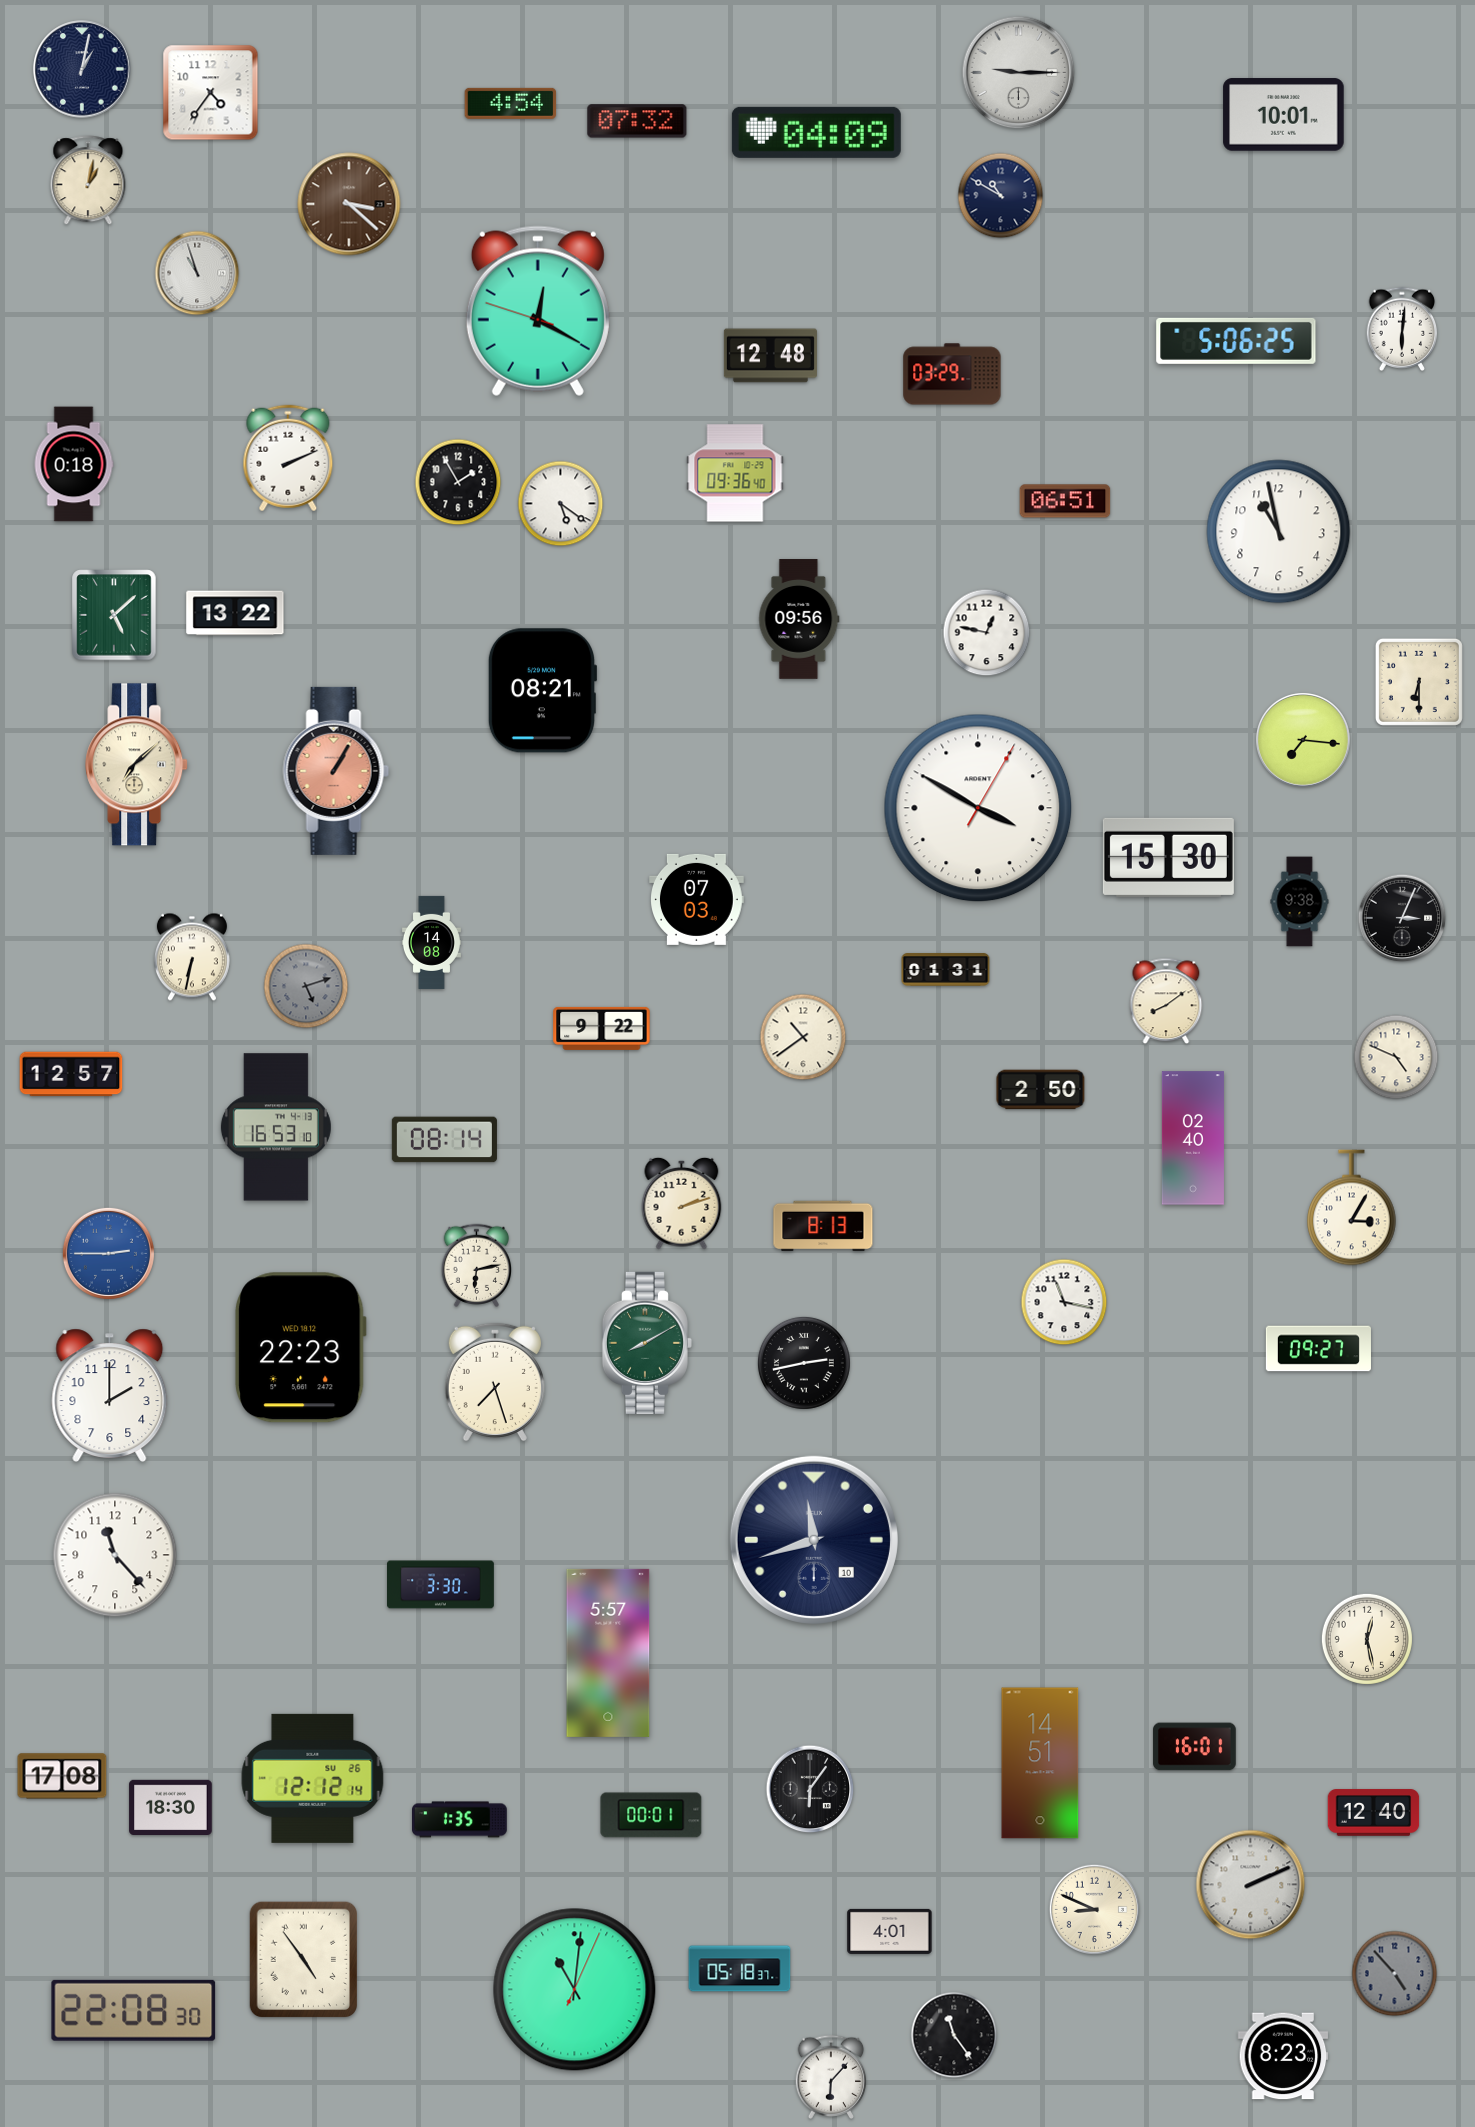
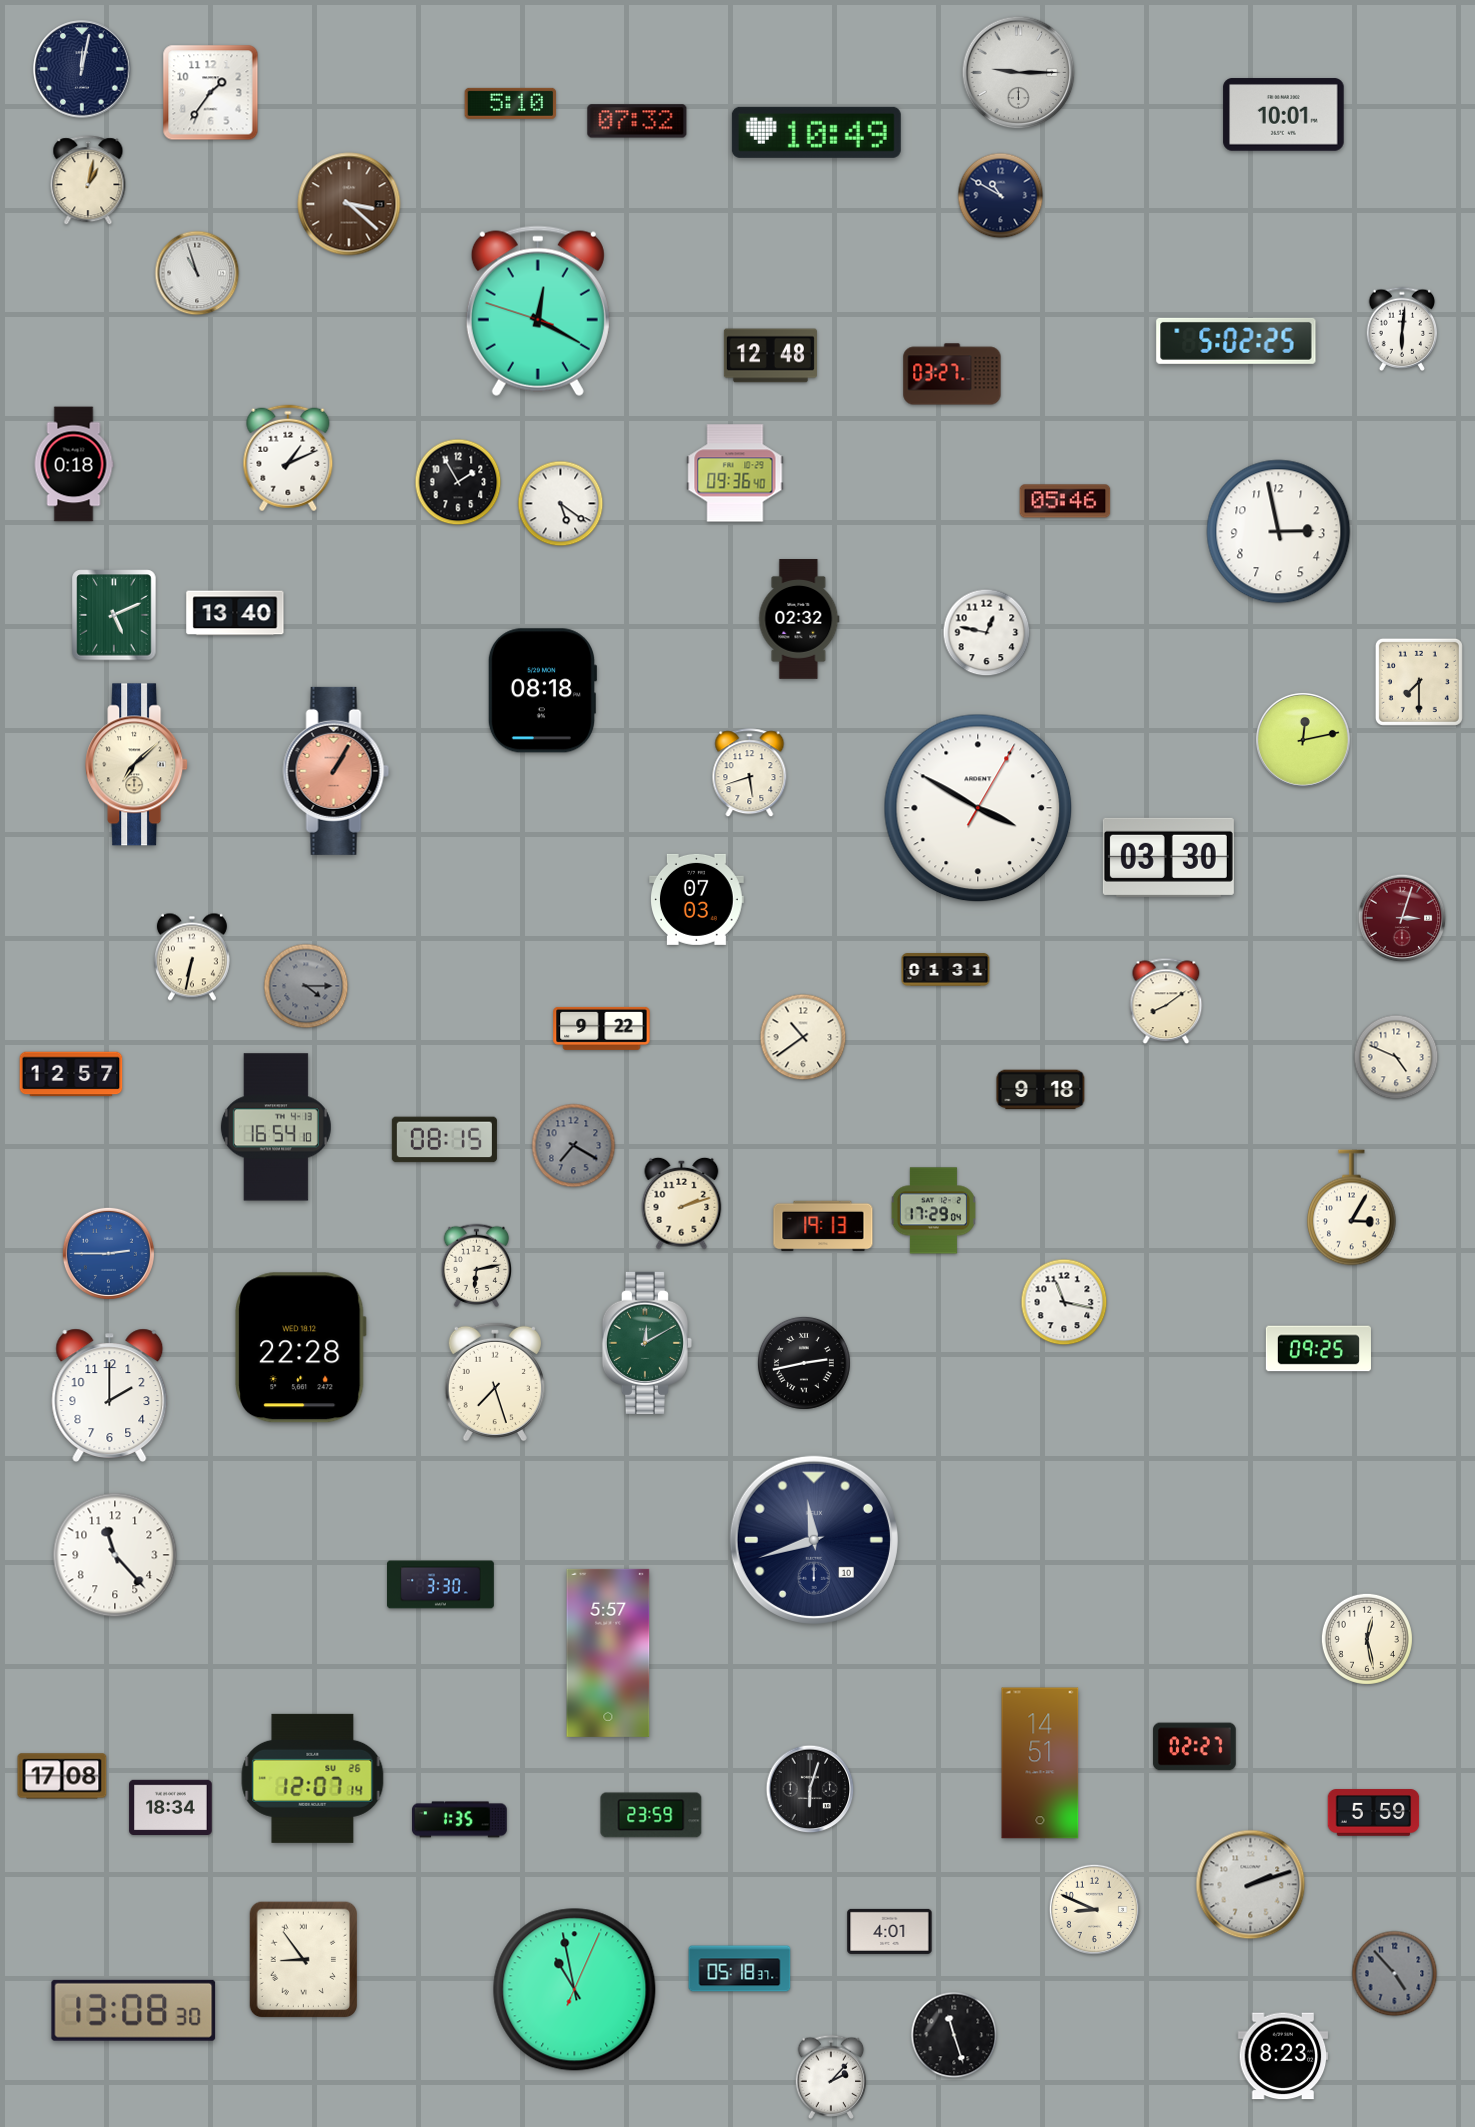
clock at (82, 69): 1:02 -> 12:02
clock at (211, 93): 4:36 -> 1:36
clock at (511, 103): 4:54 -> 5:10
clock at (816, 132): 04:09 -> 10:49
clock at (1236, 341): 5:06 -> 5:02
clock at (952, 374): 03:29 -> 03:27
clock at (288, 458): 2:11 -> 1:11
clock at (1065, 501): 06:51 -> 05:46
clock at (1279, 532): 10:58 -> 2:58
clock at (235, 613): 13:22 -> 13:40
clock at (114, 615): 5:08 -> 5:11
clock at (799, 619): 09:56 -> 02:32
clock at (1419, 682): 6:30 -> 7:30
clock at (541, 691): 08:21 -> 08:18
clock at (1303, 740): 7:16 -> 12:13
clock at (750, 773): none -> 5:42
clock at (1168, 857): 15:30 -> 03:30
clock at (1300, 902): 9:38 -> none
clock at (1402, 918): 3:04 -> 3:03
clock at (1402, 918) dial: black -> burgundy
clock at (431, 942): 14:08 -> none
clock at (306, 986): 5:12 -> 4:15
clock at (1041, 1090): 2:50 -> 9:18
clock at (276, 1127): 16:53 -> 16:54
clock at (1193, 1138): 02:40 -> none
clock at (444, 1140): 08:14 -> 08:15
clock at (574, 1146): none -> 7:20
clock at (933, 1211): none -> 17:29
clock at (823, 1226): 8:13 -> 19:13
clock at (647, 1343): 8:10 -> 12:10
clock at (300, 1348): 22:23 -> 22:28
clock at (1318, 1349): 09:27 -> 09:25
clock at (1195, 1747): 16:01 -> 02:27
clock at (313, 1778): 12:12 -> 12:07
clock at (810, 1789): 6:06 -> 6:03
clock at (171, 1807): 18:30 -> 18:34
clock at (1374, 1813): 12:40 -> 5:59
clock at (651, 1815): 00:01 -> 23:59
clock at (1251, 1885): 2:11 -> 2:12
clock at (304, 1960): 4:54 -> 8:54
clock at (575, 1990): 11:01 -> 10:58
clock at (134, 2010): 22:08 -> 13:08
clock at (954, 2035): 11:24 -> 11:27
clock at (831, 2076): 6:07 -> 2:07
